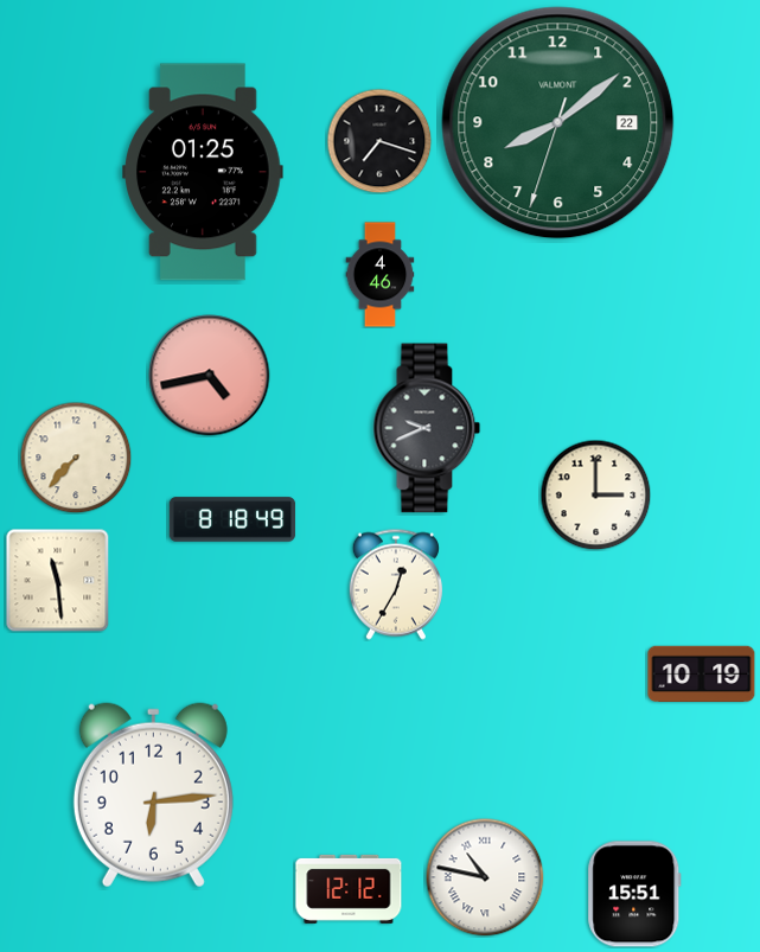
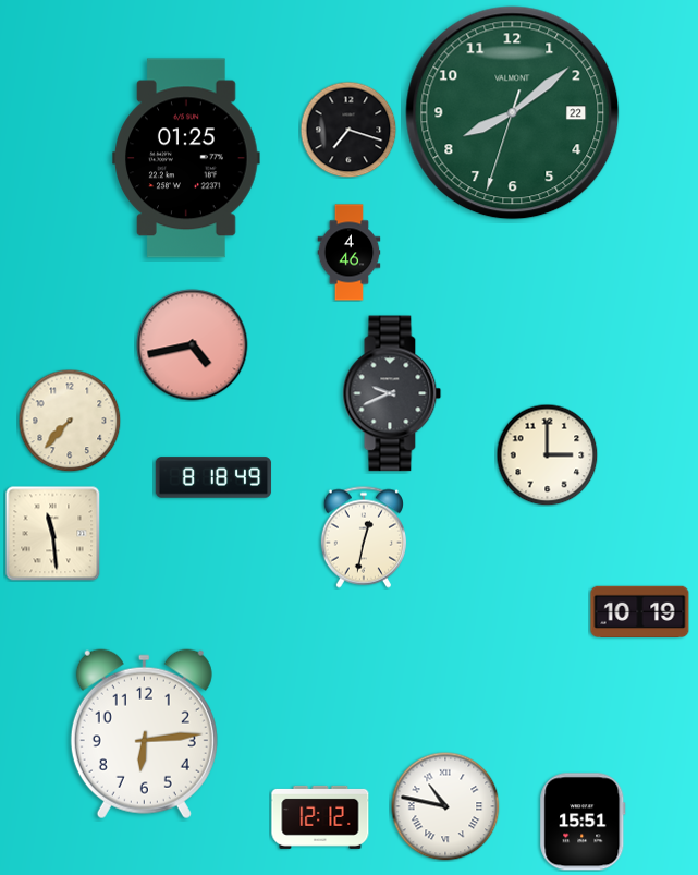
clock at (396, 584): 12:35 -> 12:32
clock at (702, 675) position: (702, 675) -> (640, 612)
clock at (153, 796) position: (153, 796) -> (144, 734)
